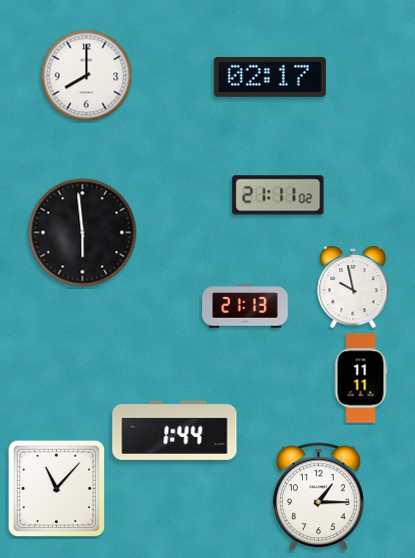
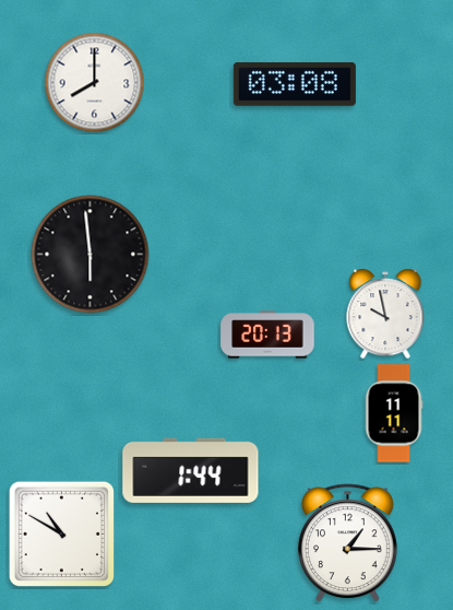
clock at (270, 77): 02:17 -> 03:08
clock at (278, 195): 21:11 -> none
clock at (245, 306): 21:13 -> 20:13
clock at (57, 489): 11:07 -> 10:50
